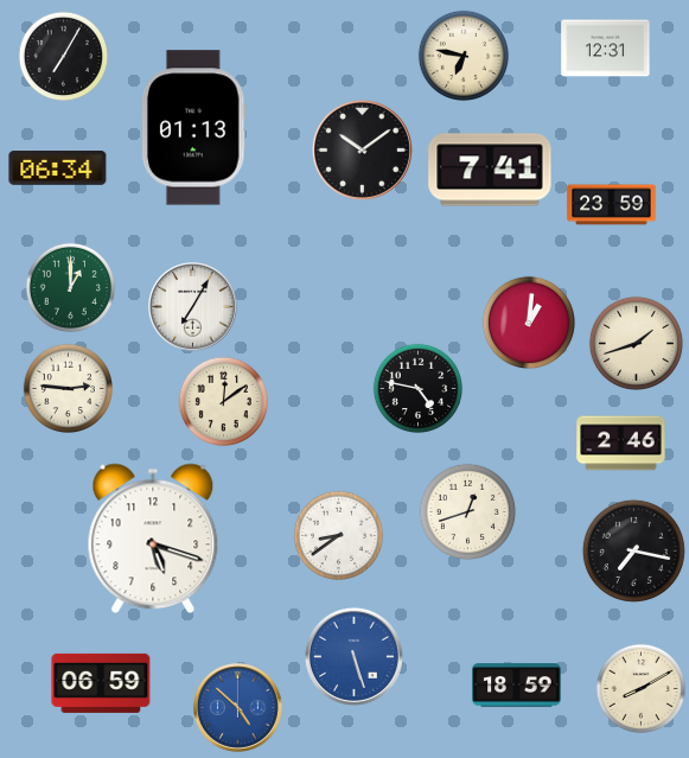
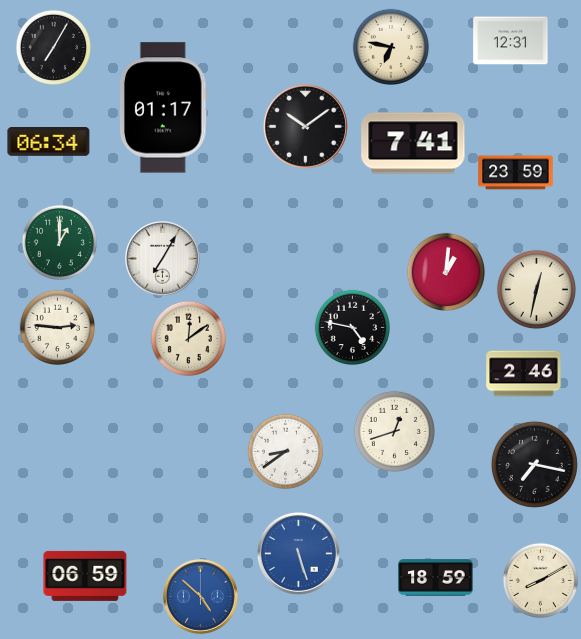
clock at (194, 128): 01:13 -> 01:17
clock at (636, 343): 1:42 -> 12:32
clock at (153, 539): 5:18 -> none
